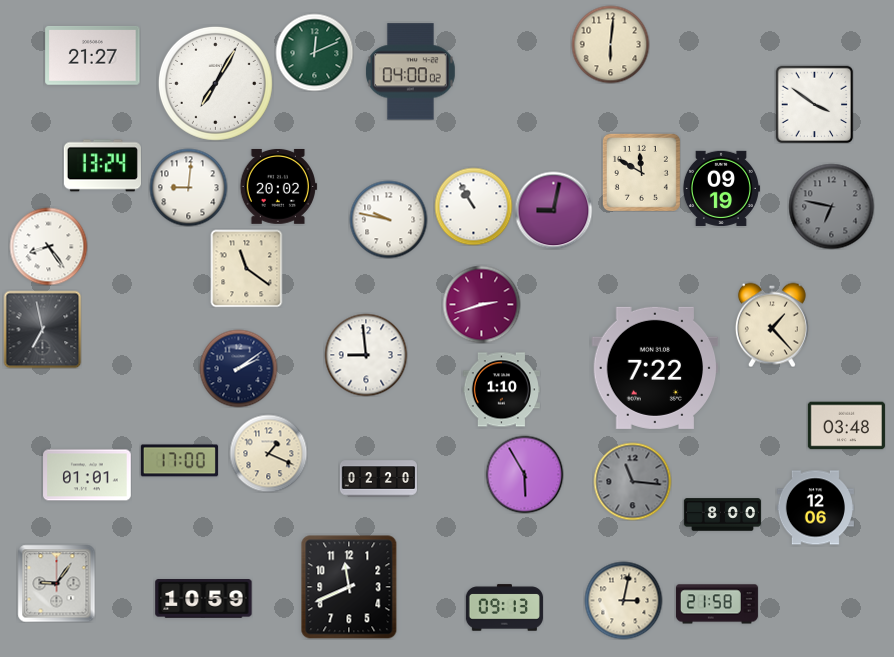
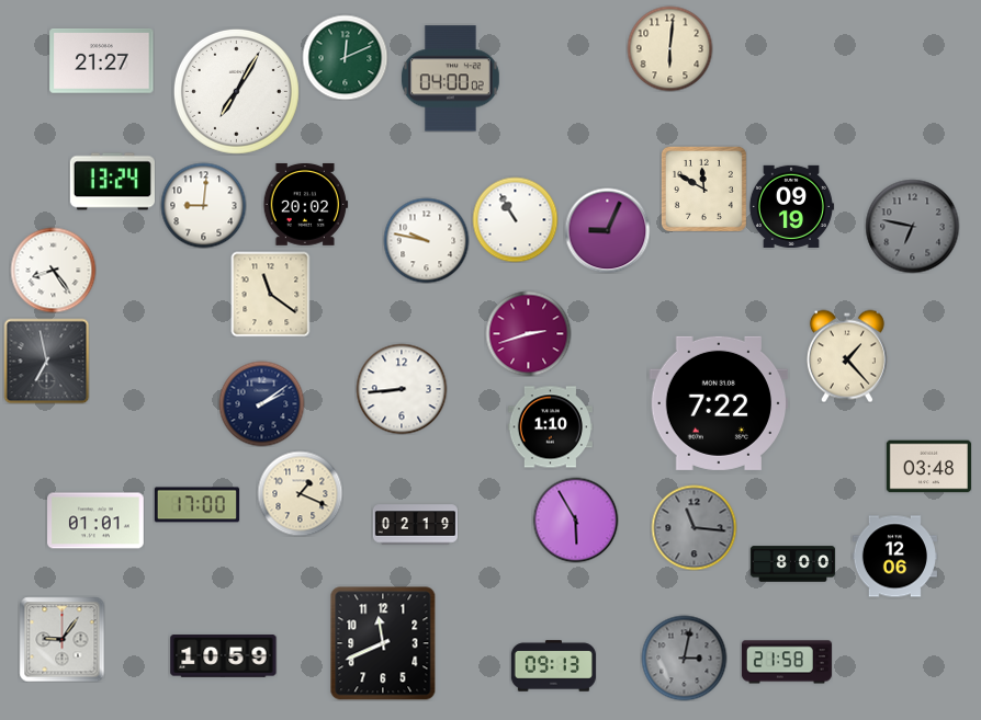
clock at (814, 104): 3:51 -> none
clock at (188, 187) position: (188, 187) -> (203, 205)
clock at (473, 206) position: (473, 206) -> (515, 219)
clock at (553, 210): 9:02 -> 9:04
clock at (366, 355): 8:59 -> 8:44
clock at (268, 453) position: (268, 453) -> (300, 493)
clock at (378, 479): 02:20 -> 02:19
clock at (623, 600) dial: cream -> grey
